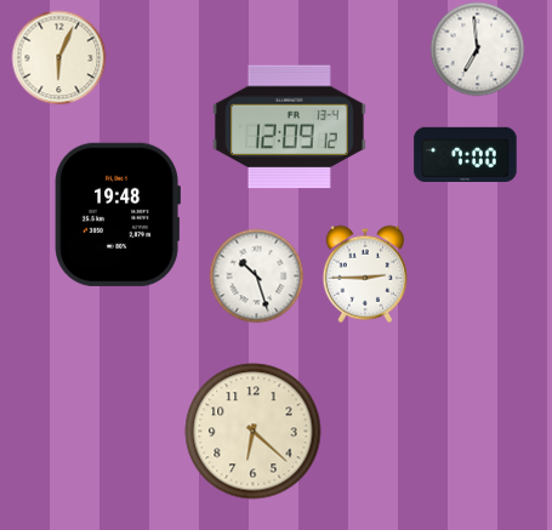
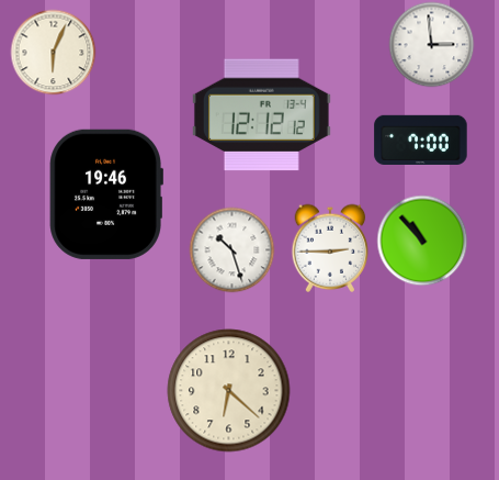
clock at (477, 49): 6:59 -> 2:59
clock at (289, 127): 12:09 -> 12:12
clock at (118, 215): 19:48 -> 19:46
clock at (422, 241): none -> 10:53
